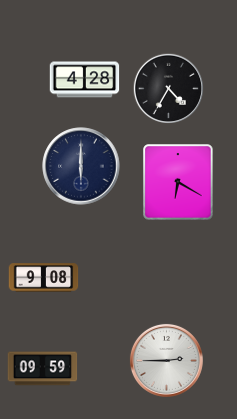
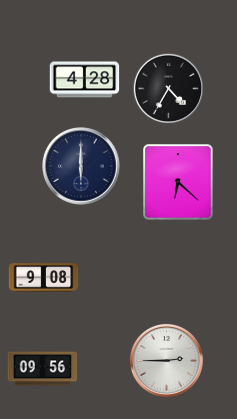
clock at (178, 182): 6:20 -> 6:22
clock at (43, 369): 09:59 -> 09:56
